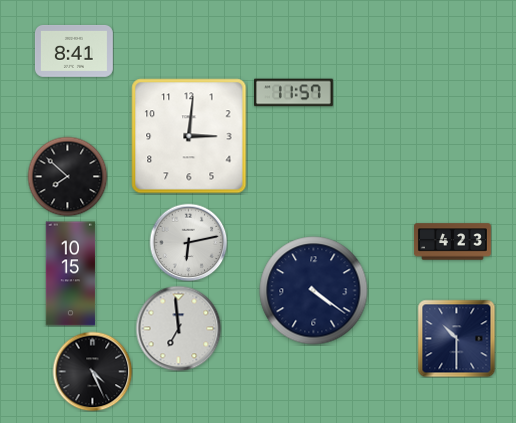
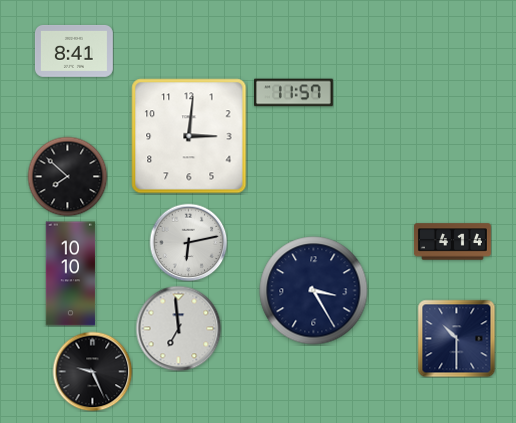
clock at (452, 242): 4:23 -> 4:14
clock at (71, 274): 10:15 -> 10:10
clock at (314, 291): 4:21 -> 3:25
clock at (92, 371): 4:26 -> 9:26
